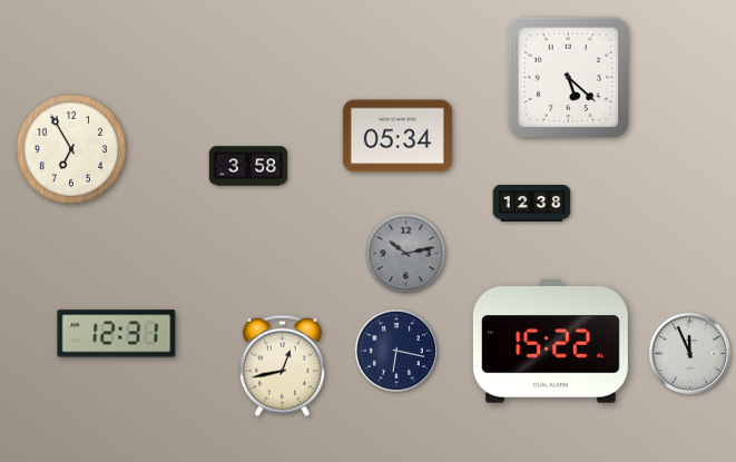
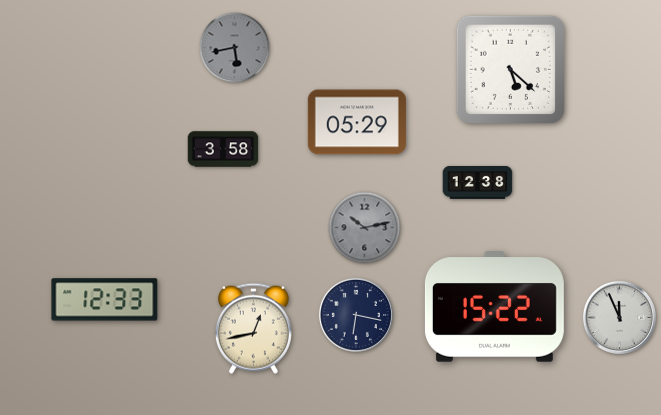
clock at (235, 48): none -> 5:43
clock at (398, 136): 05:34 -> 05:29
clock at (70, 148): 6:55 -> none
clock at (117, 334): 12:31 -> 12:33
